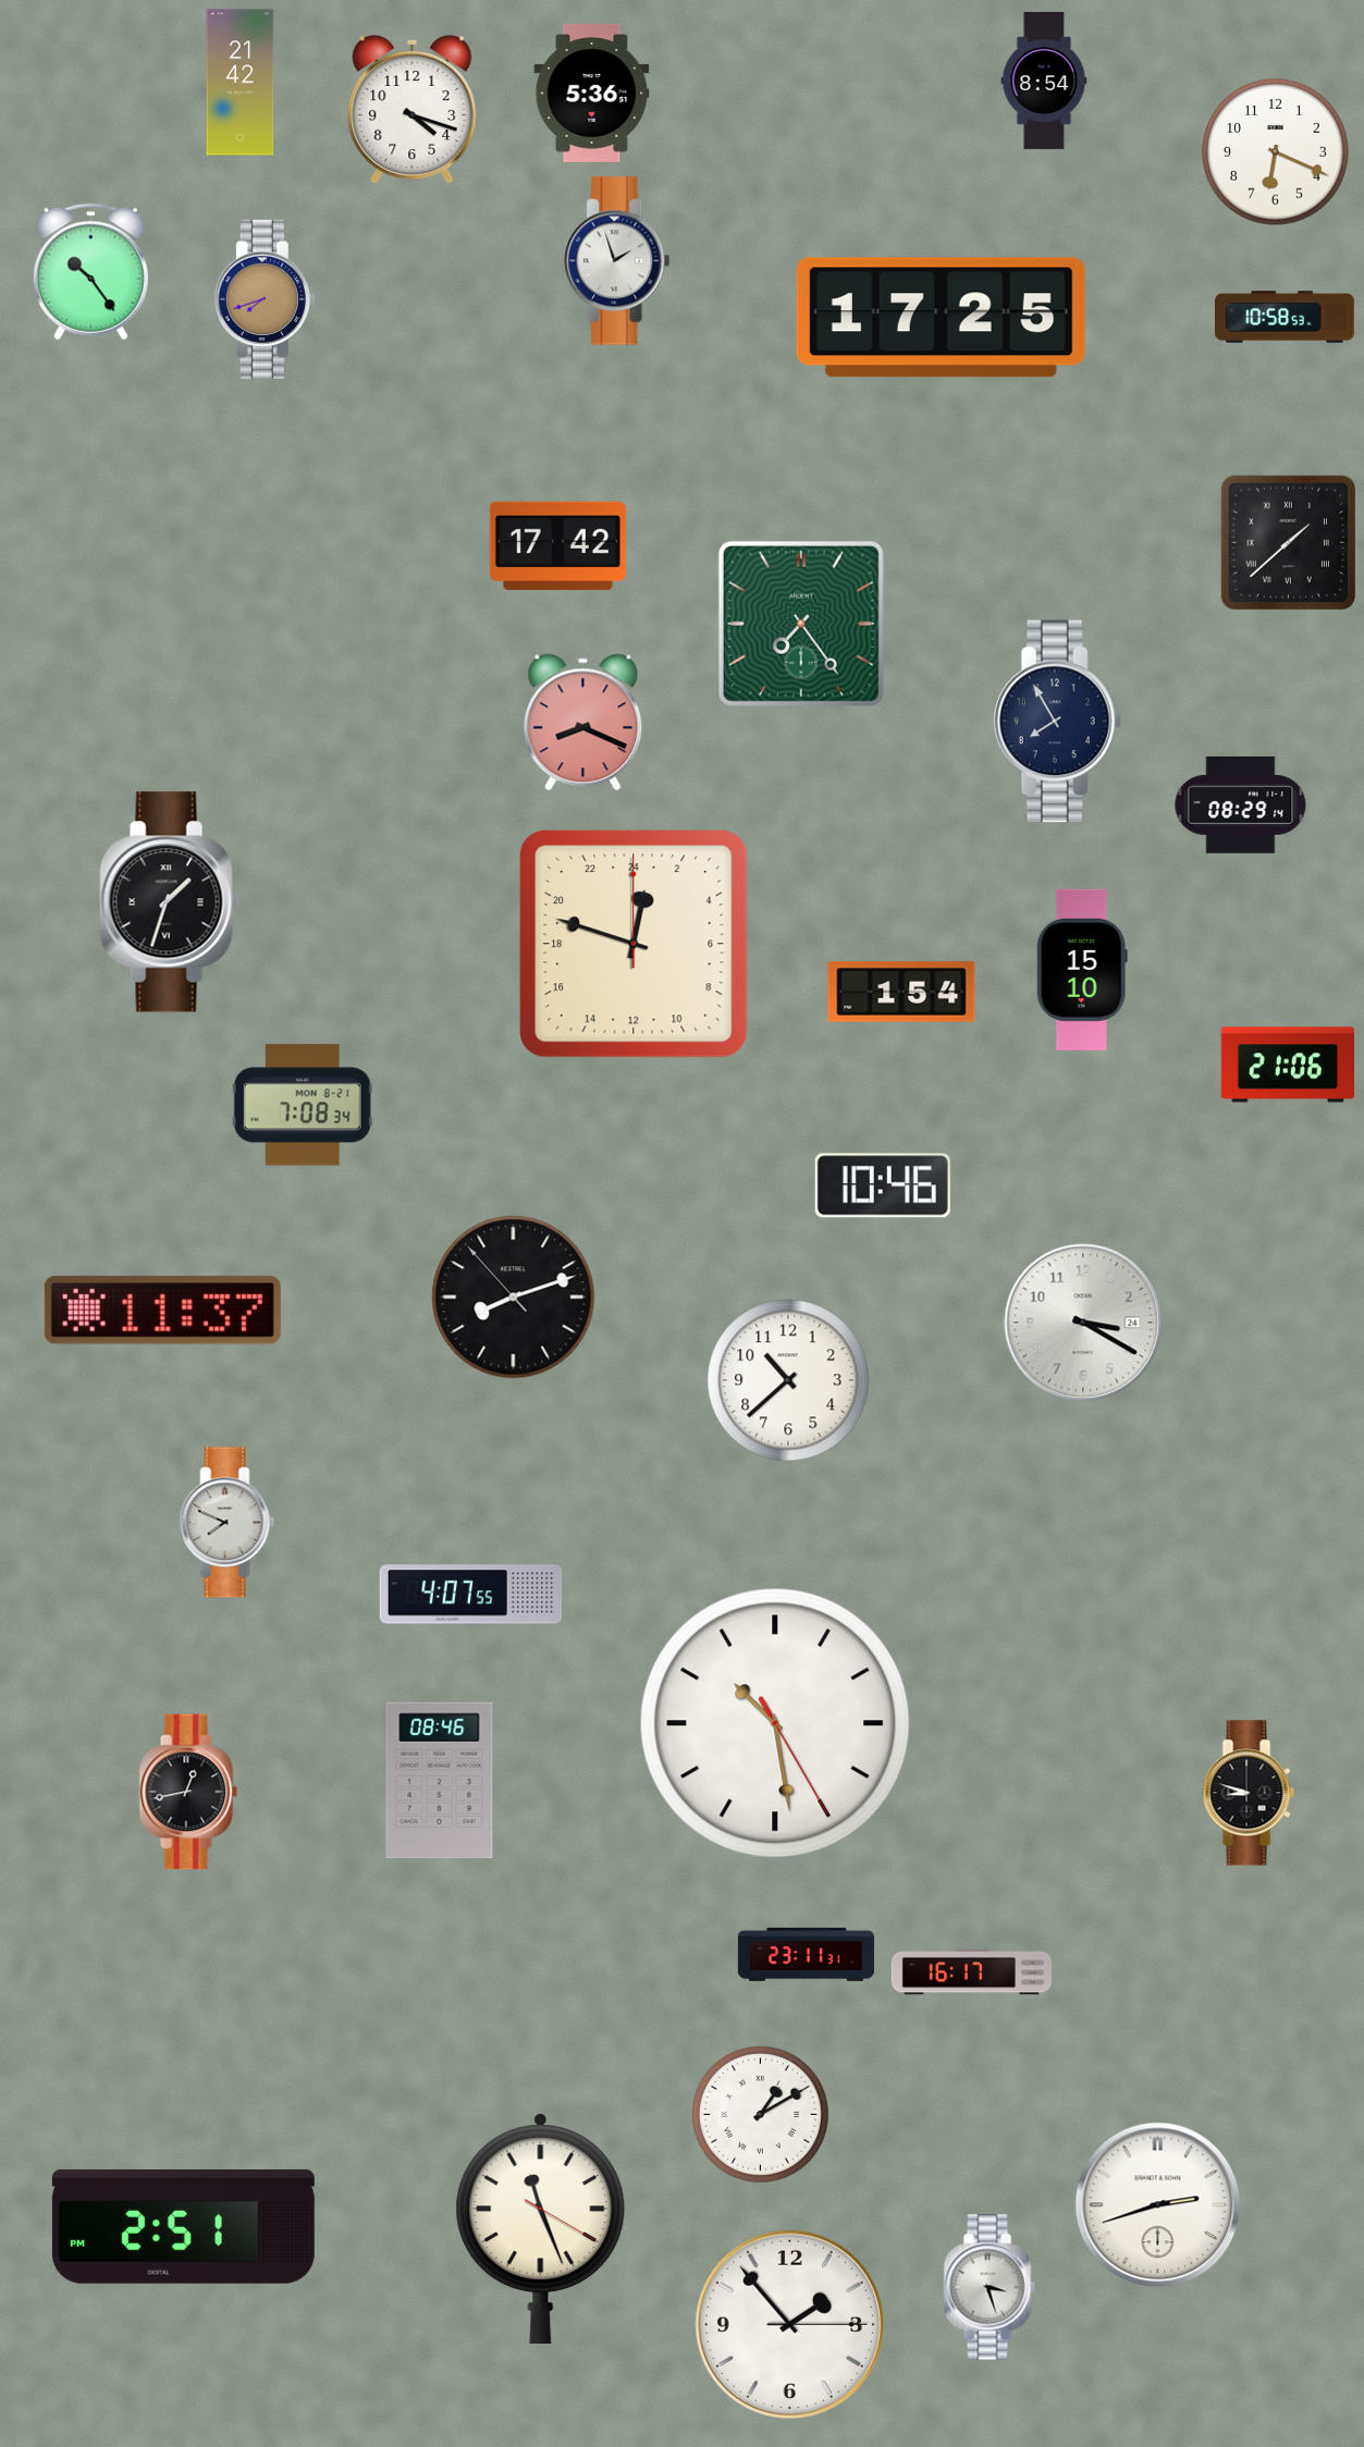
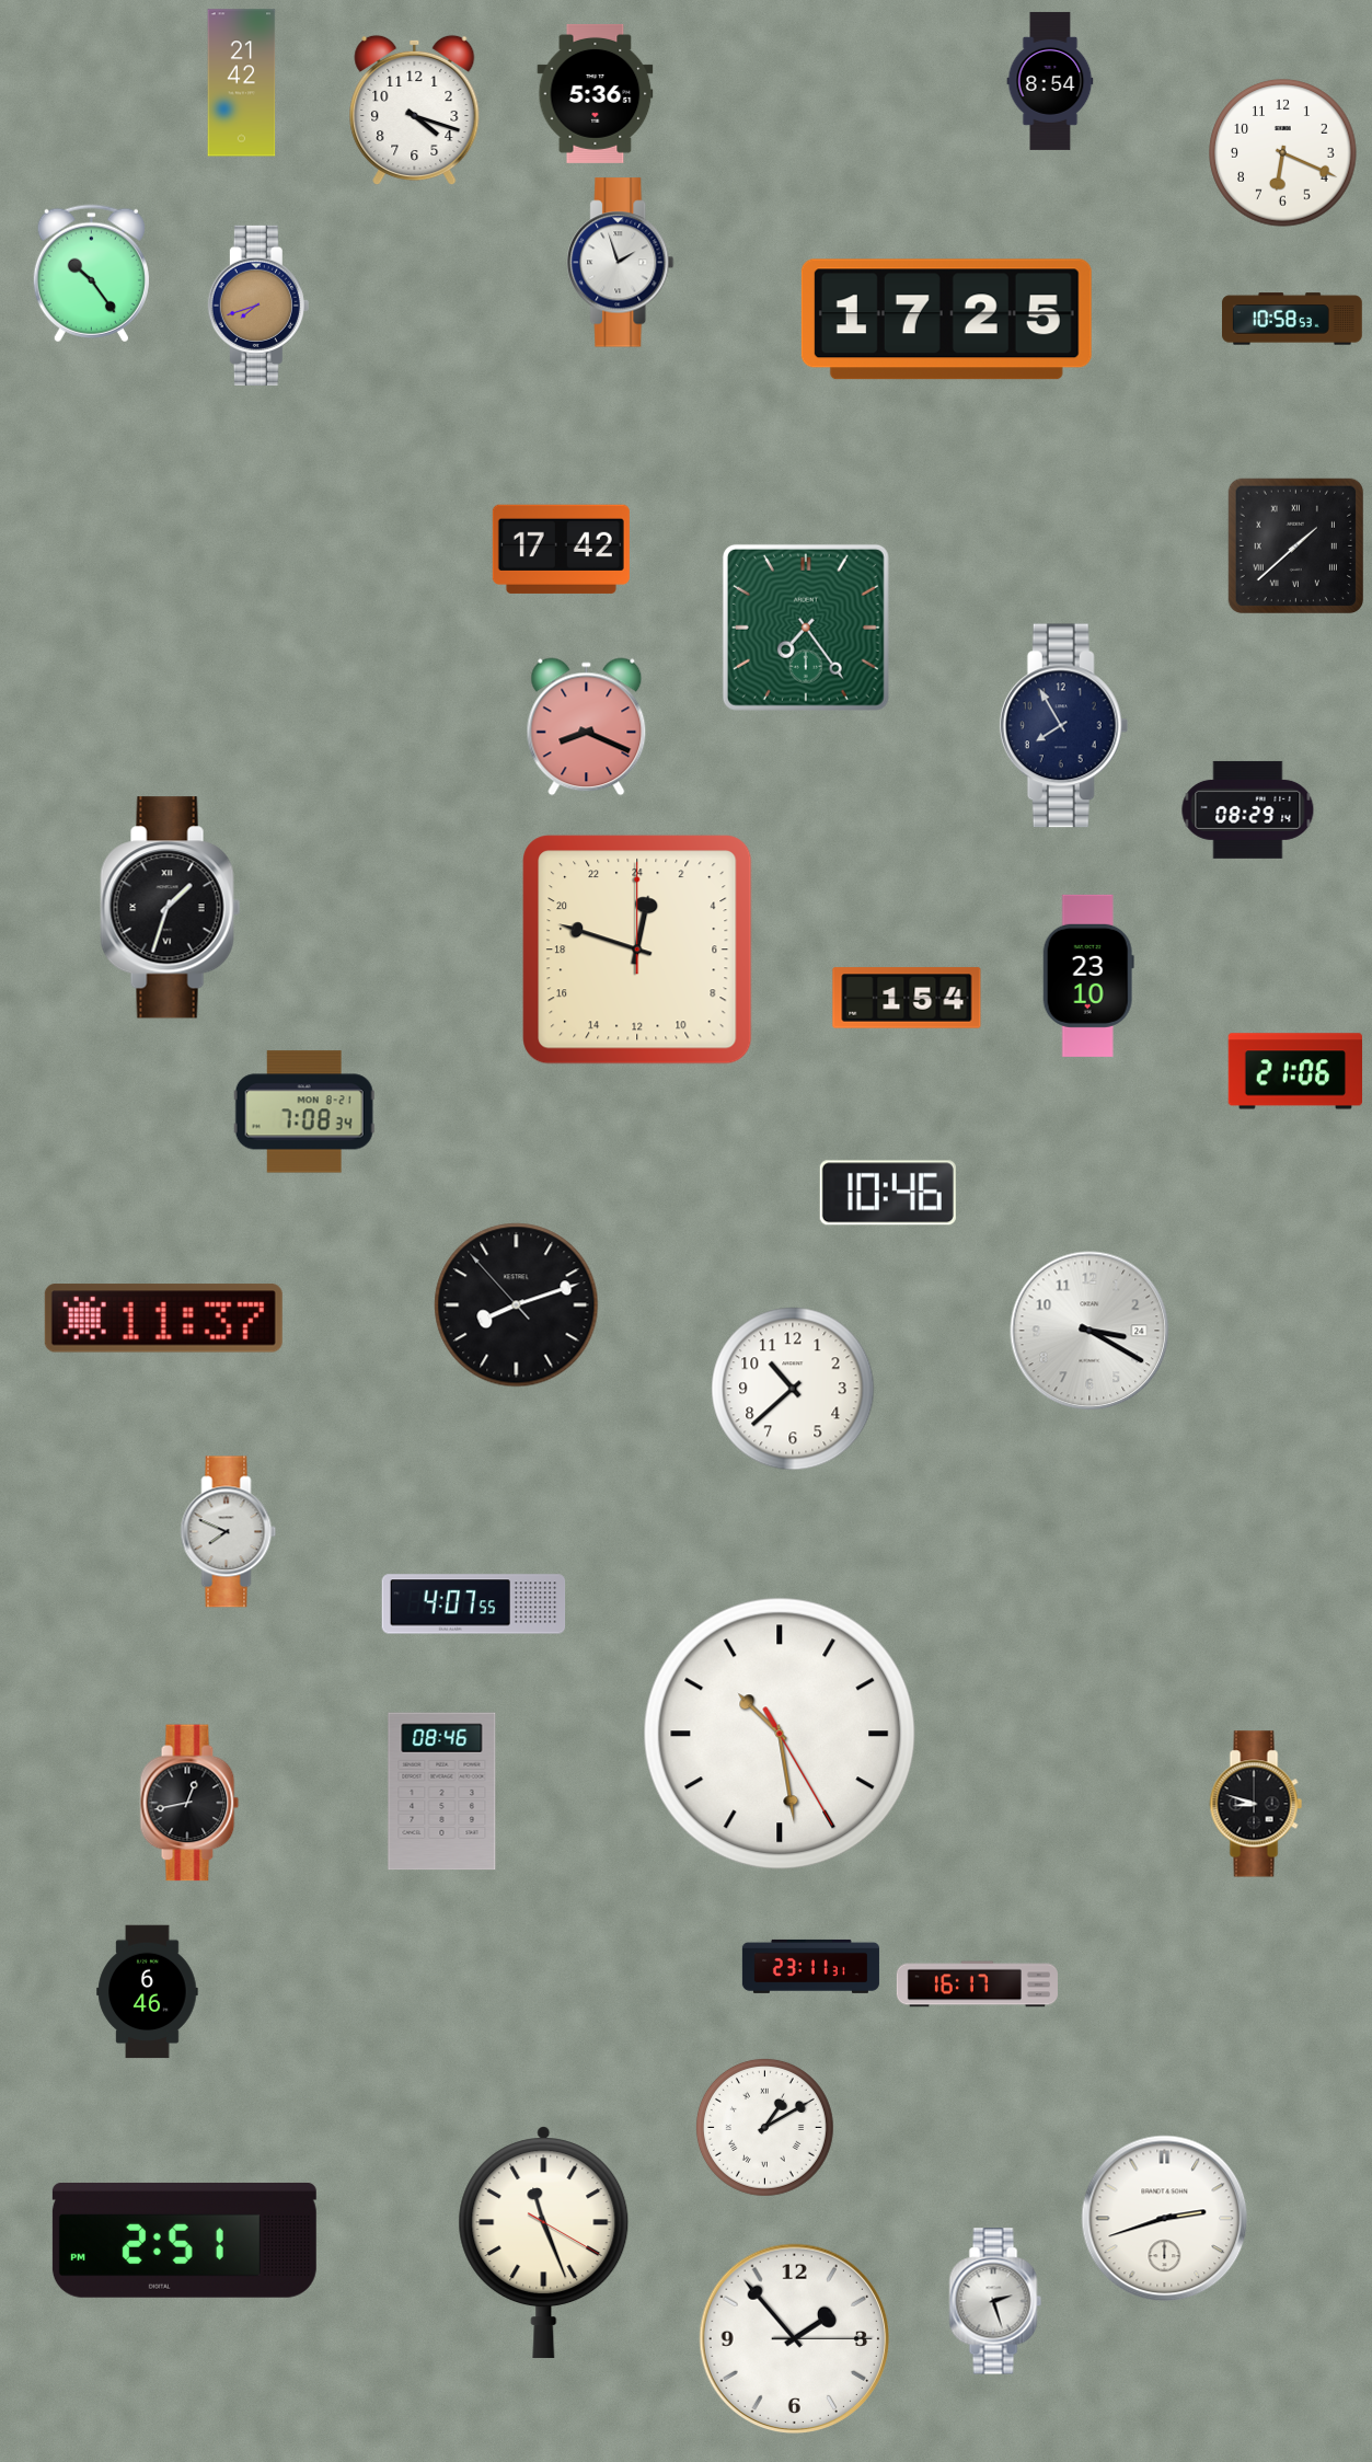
clock at (265, 299) position: (265, 299) -> (258, 306)
clock at (1082, 970): 15:10 -> 23:10
clock at (148, 1992): none -> 6:46
clock at (990, 2287): 3:27 -> 2:27
